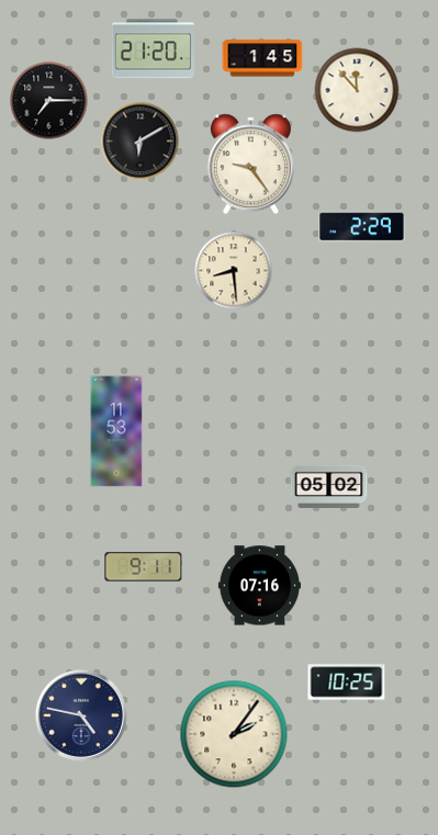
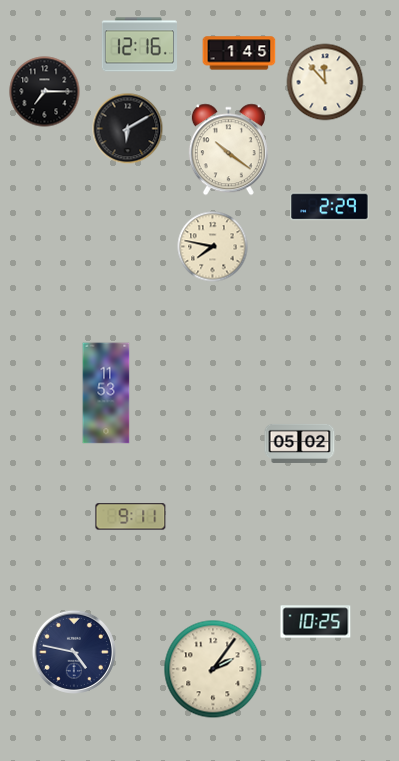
clock at (153, 49): 21:20 -> 12:16
clock at (250, 165): 9:24 -> 10:21
clock at (234, 271): 8:29 -> 7:47
clock at (259, 586): 07:16 -> none
